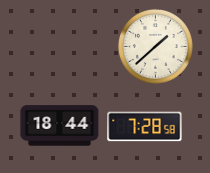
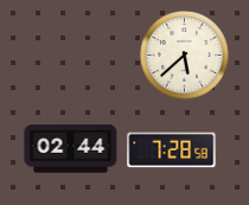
clock at (155, 46): 1:38 -> 5:38
clock at (60, 126): 18:44 -> 02:44
